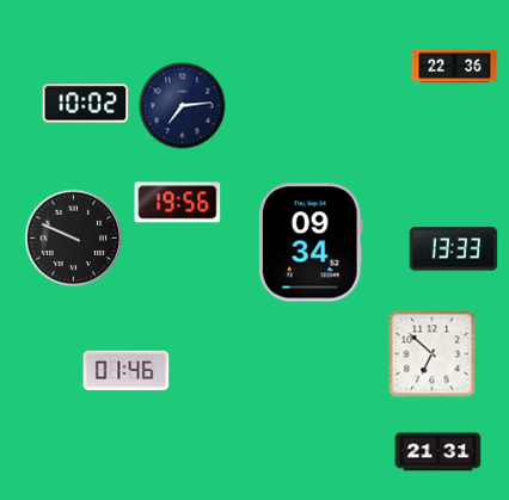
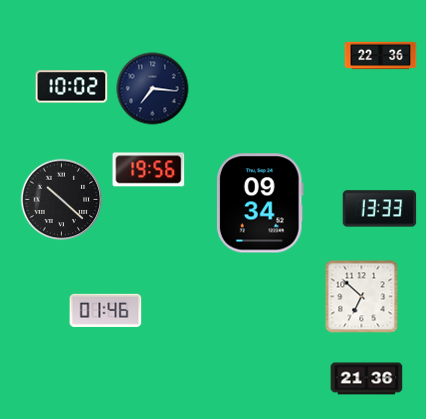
clock at (183, 106): 7:14 -> 7:16
clock at (74, 239): 9:49 -> 10:22
clock at (439, 452): 21:31 -> 21:36
